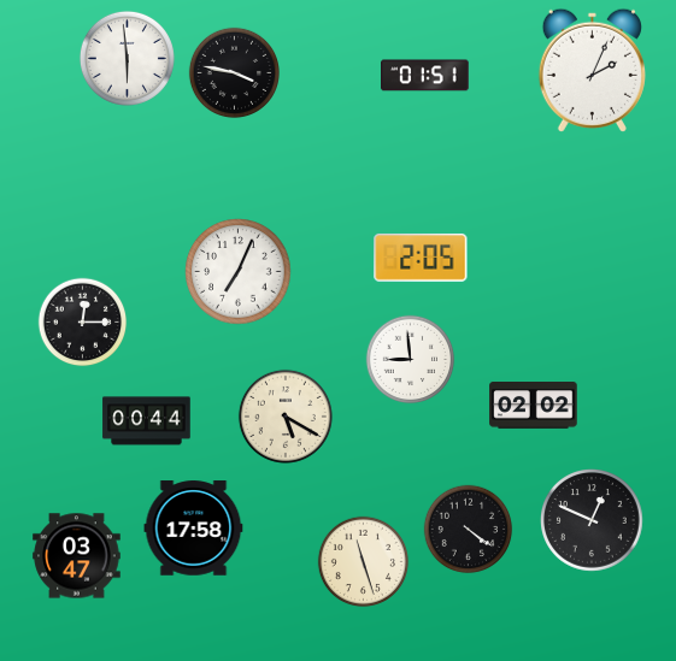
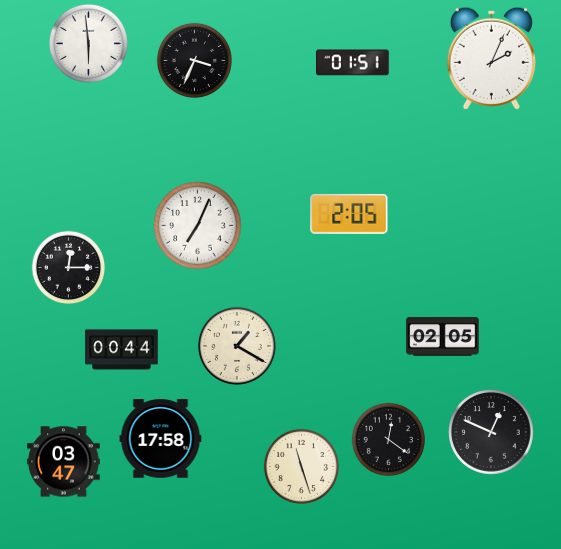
clock at (127, 58) position: (127, 58) -> (88, 43)
clock at (234, 72): 3:47 -> 3:34
clock at (411, 360): 8:59 -> none
clock at (534, 406): 02:02 -> 02:05
clock at (286, 417): 5:20 -> 1:20
clock at (469, 530): 4:21 -> 12:21
